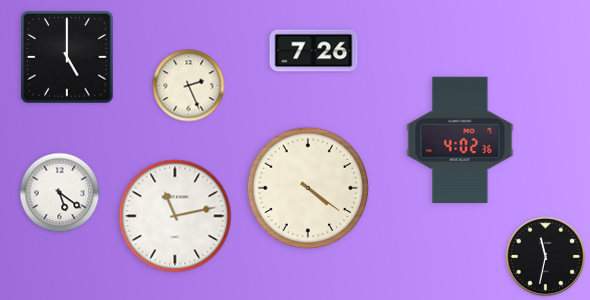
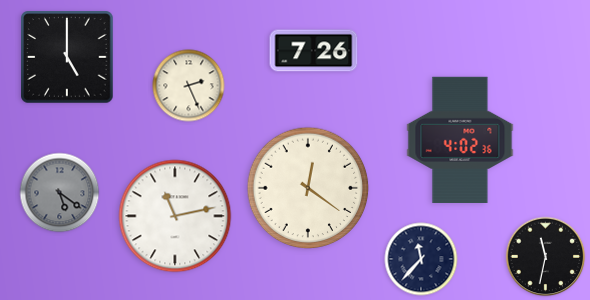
clock at (308, 188): 4:21 -> 12:21
clock at (60, 193) dial: white -> grey
clock at (421, 259): none -> 11:37
